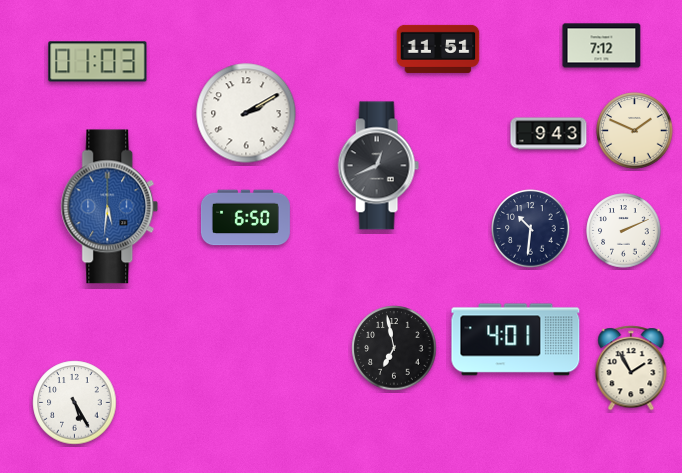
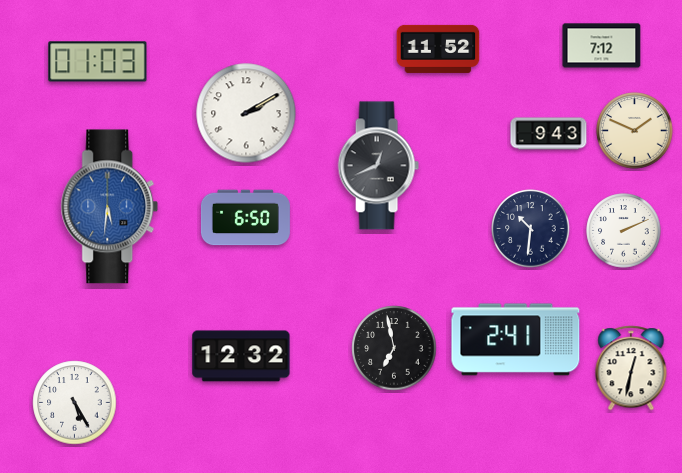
clock at (438, 49): 11:51 -> 11:52
clock at (516, 340): 4:01 -> 2:41
clock at (241, 356): none -> 12:32
clock at (631, 368): 1:55 -> 12:32
